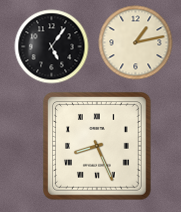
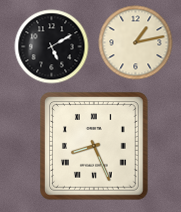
clock at (52, 47): 5:06 -> 5:10
clock at (97, 146) position: (97, 146) -> (94, 146)
